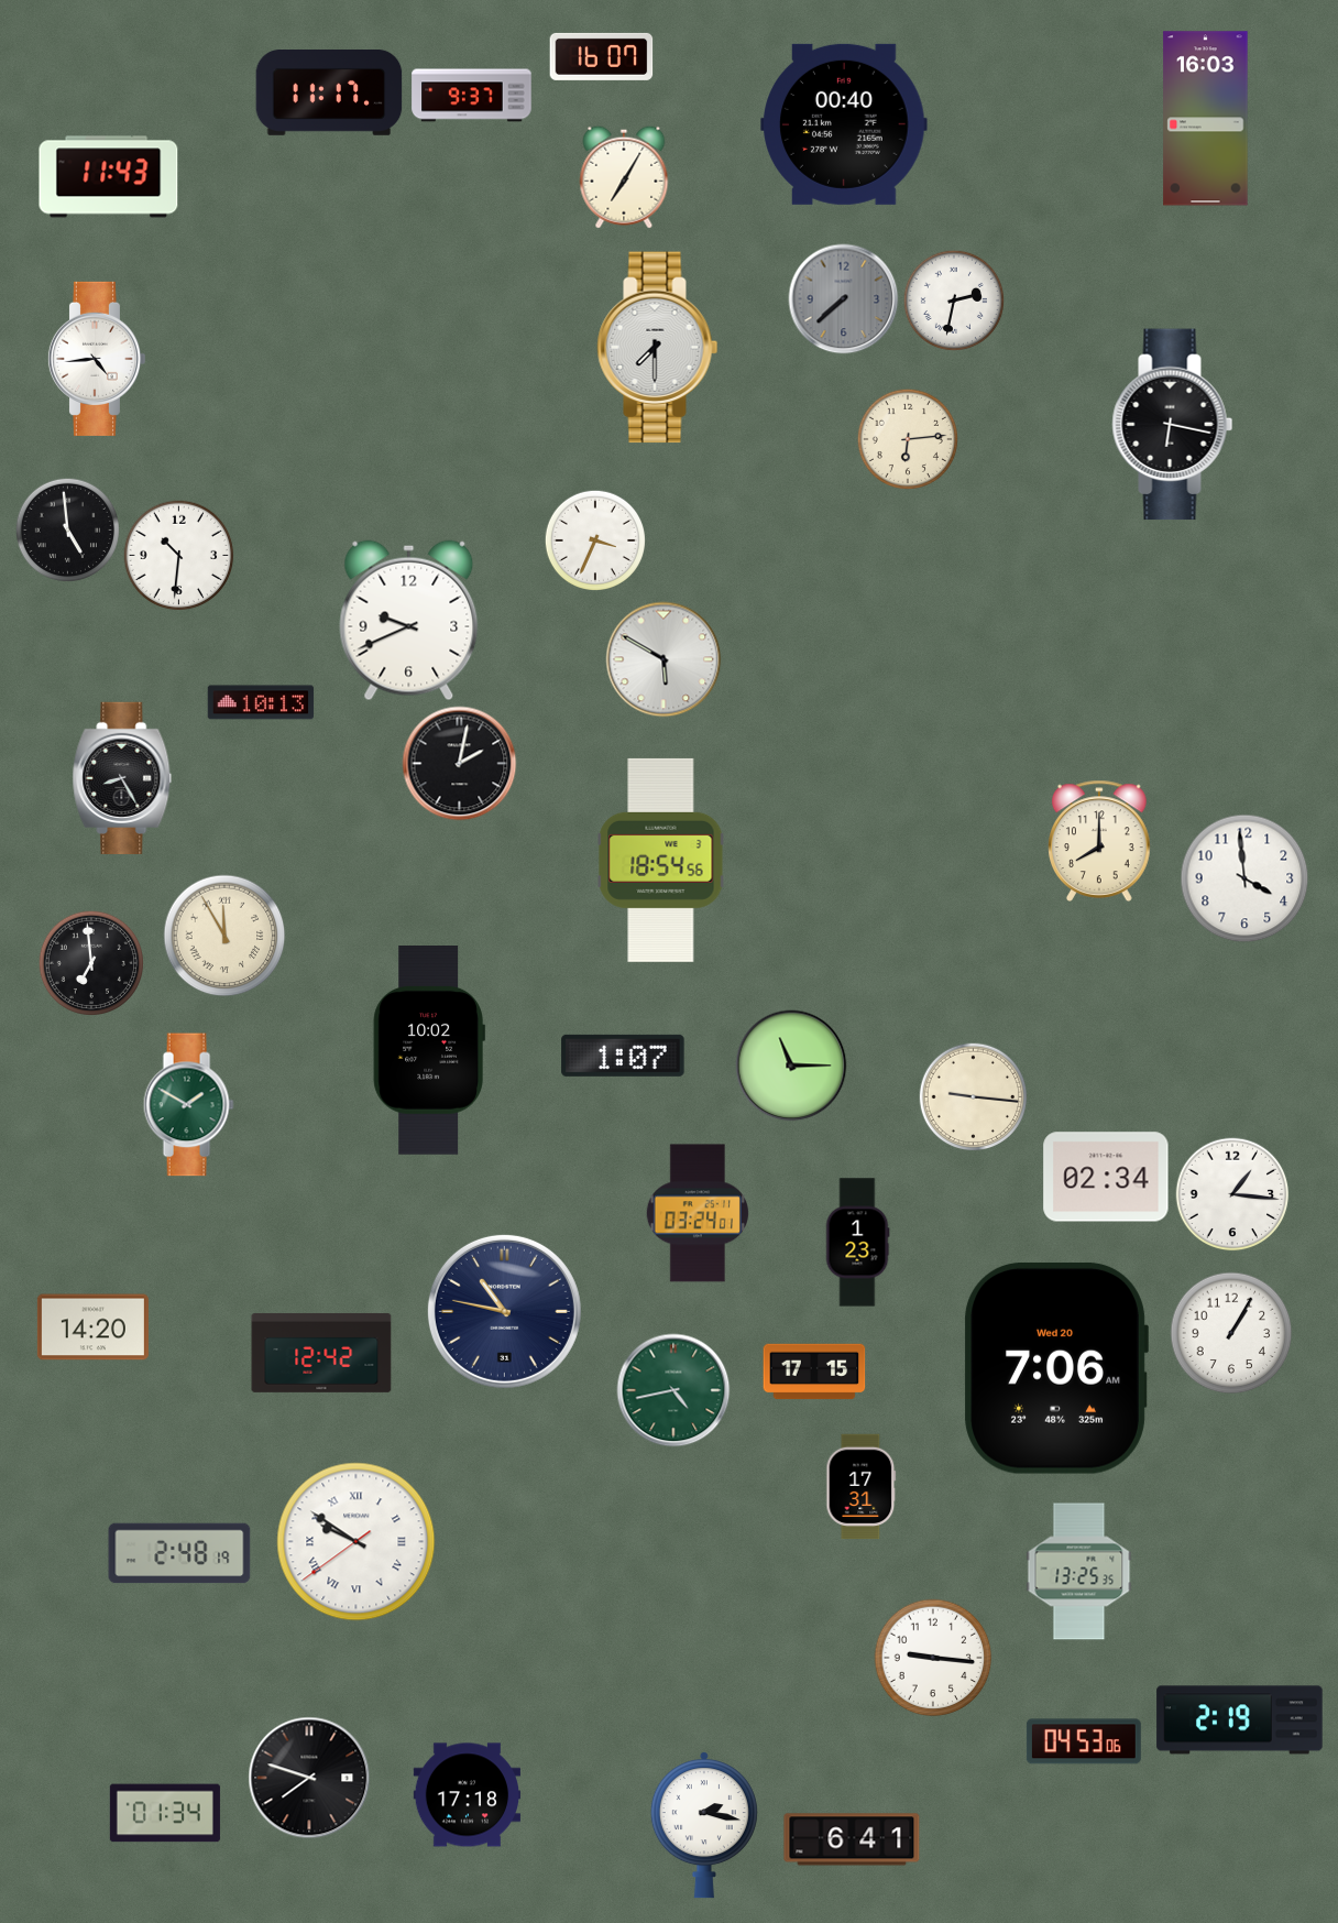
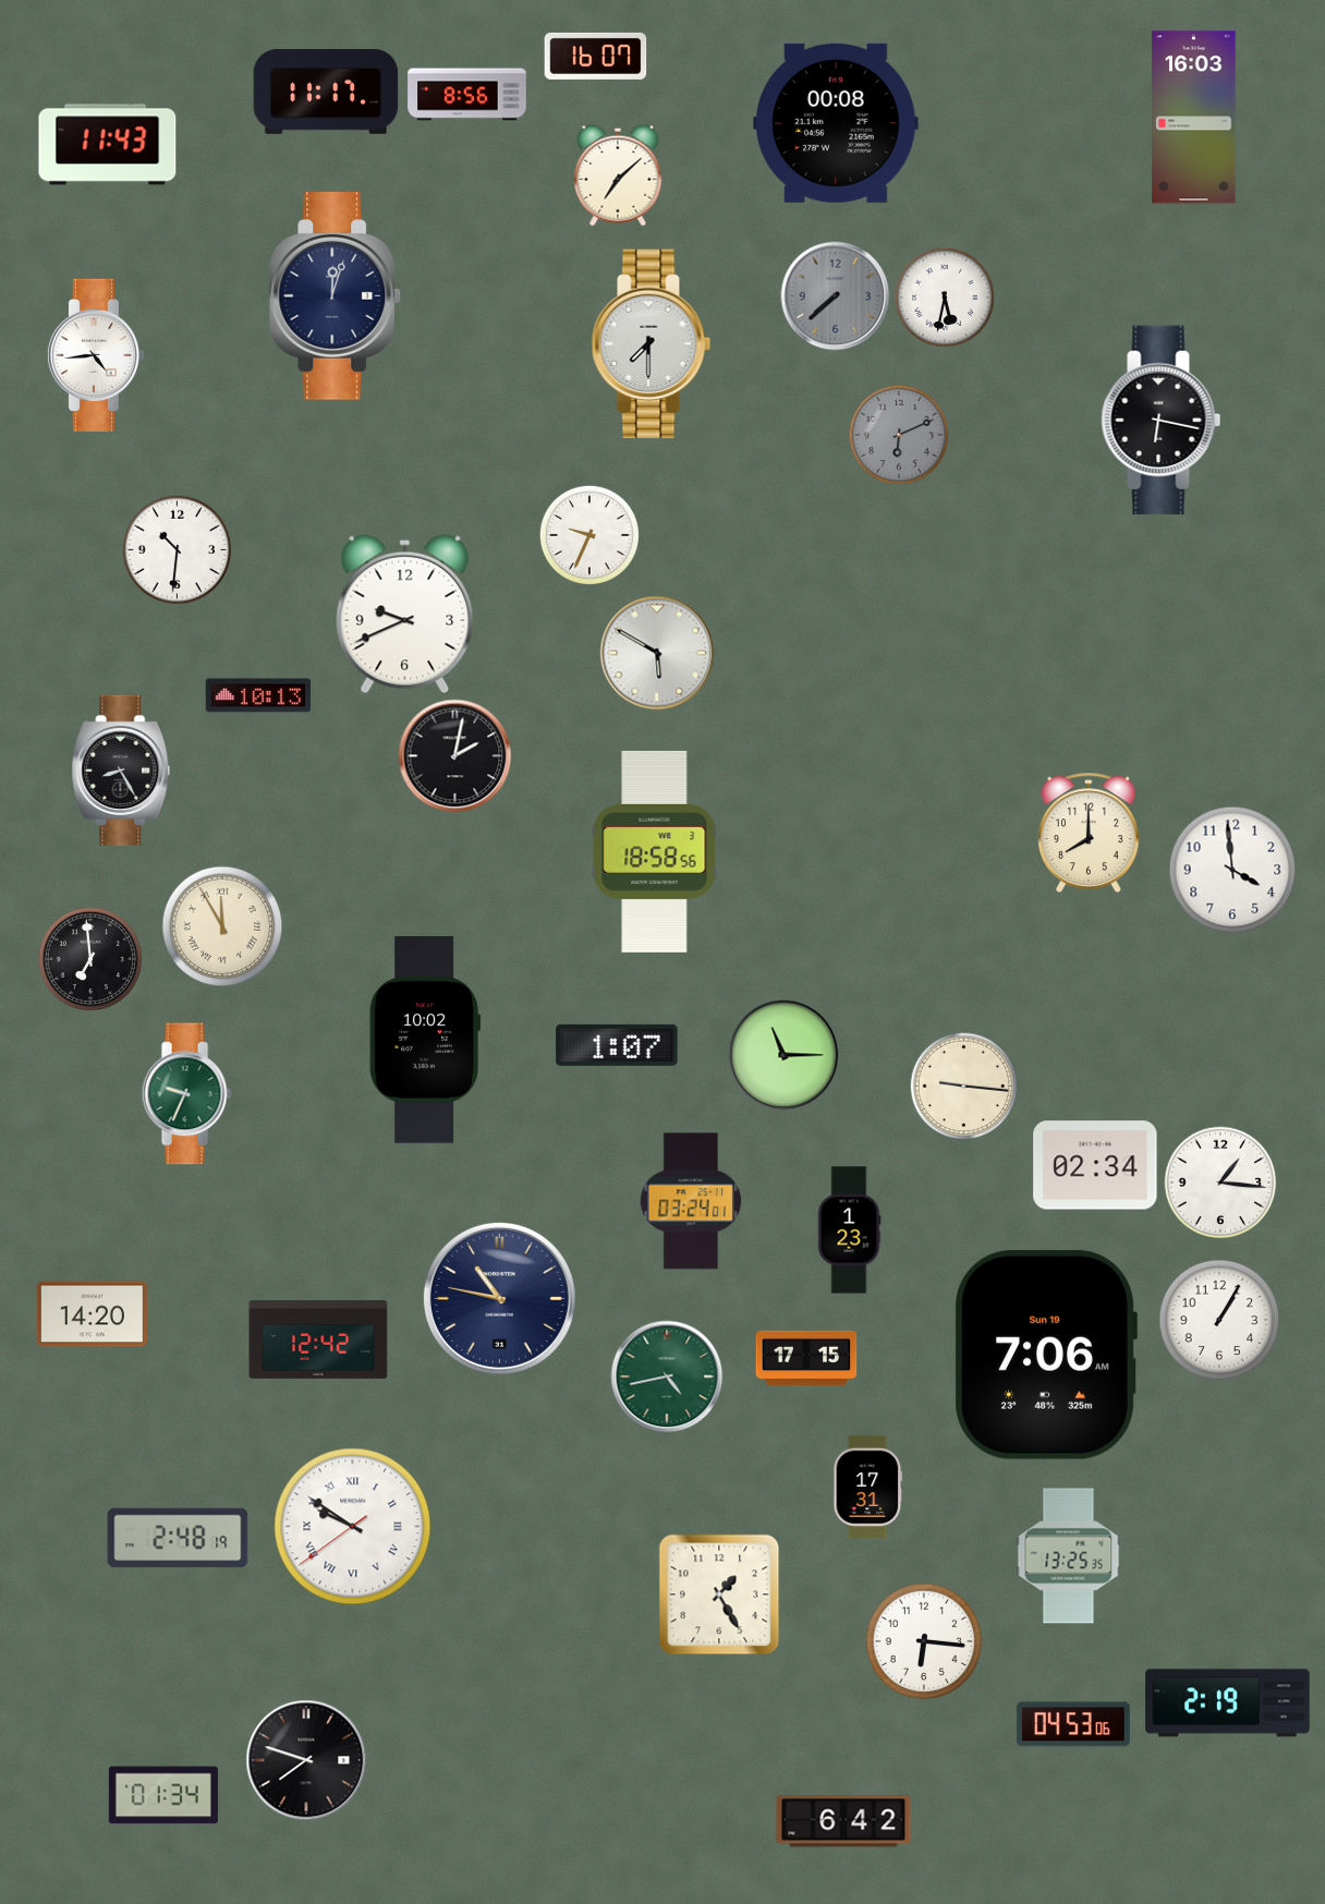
clock at (472, 96): 9:37 -> 8:56
clock at (844, 124): 00:40 -> 00:08
clock at (109, 177) position: (109, 177) -> (108, 145)
clock at (624, 177): 7:05 -> 7:08
clock at (336, 296): none -> 12:03
clock at (953, 299): 2:32 -> 5:32
clock at (907, 438): 6:14 -> 6:11
clock at (907, 438) dial: cream -> grey
clock at (67, 529): 4:59 -> none
clock at (594, 539): 3:34 -> 9:34
clock at (661, 860): 18:54 -> 18:58
clock at (90, 962) position: (90, 962) -> (89, 958)
clock at (188, 1105): 1:50 -> 9:34
clock at (1056, 1368) date: Wed 20 -> Sun 19
clock at (862, 1487) position: (862, 1487) -> (868, 1488)
clock at (719, 1594): none -> 1:25
clock at (933, 1658): 9:16 -> 6:16
clock at (467, 1795): 17:18 -> none
clock at (704, 1825): 2:17 -> none
clock at (852, 1839): 6:41 -> 6:42
